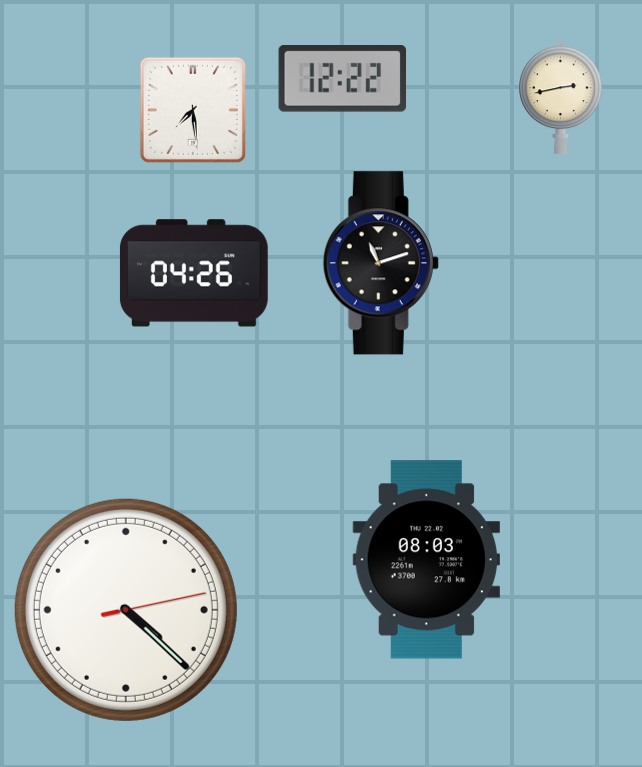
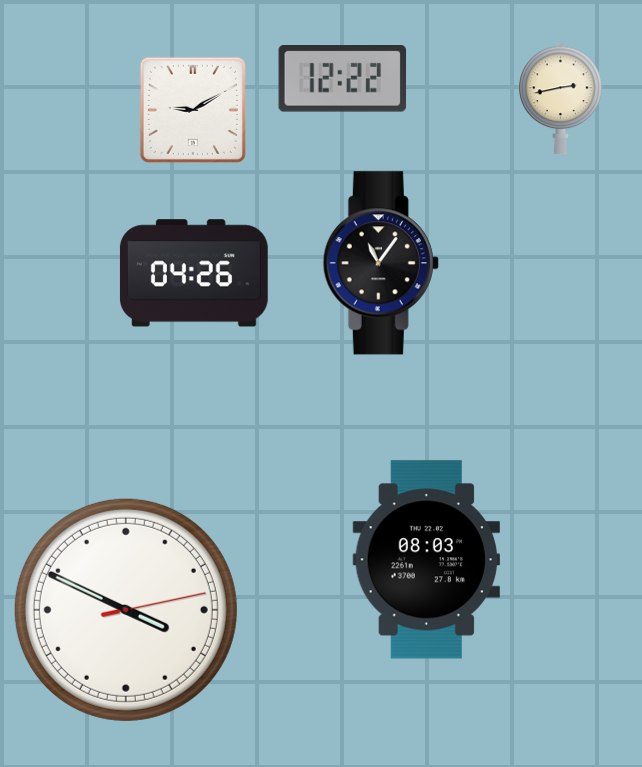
clock at (193, 110): 7:29 -> 9:10
clock at (381, 263): 11:12 -> 11:06
clock at (126, 610): 4:22 -> 3:49
